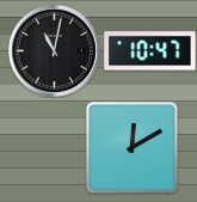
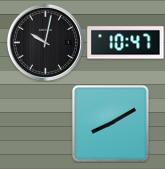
clock at (54, 50): 11:02 -> 10:02
clock at (133, 148): 12:10 -> 8:10
